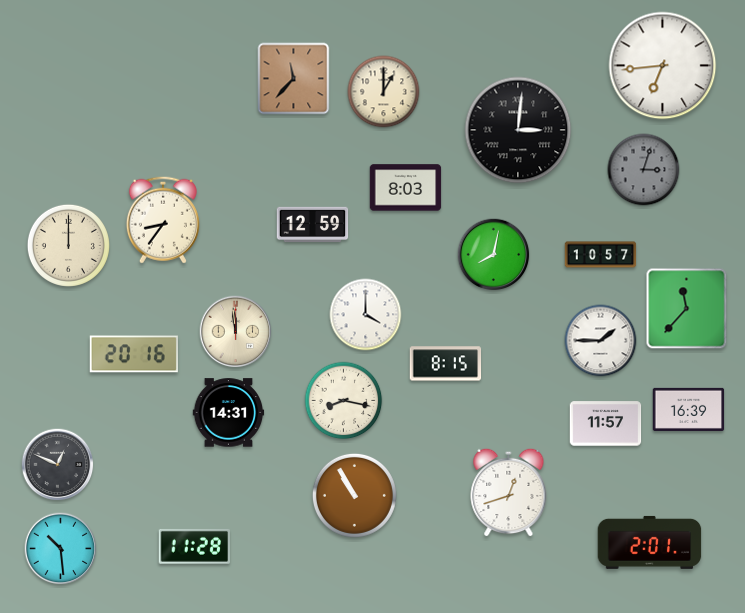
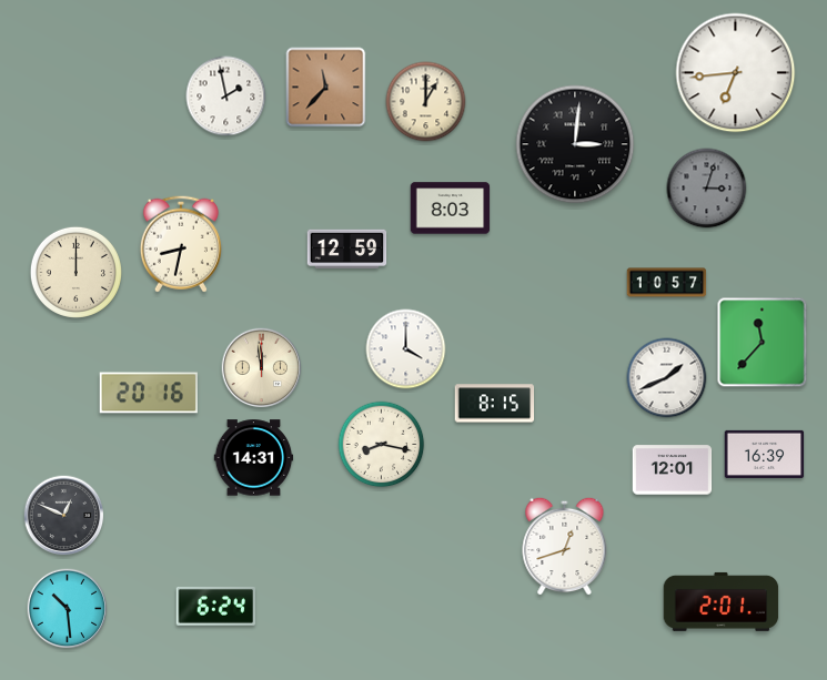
clock at (226, 97): none -> 1:58
clock at (644, 170) position: (644, 170) -> (707, 189)
clock at (163, 220): 8:36 -> 8:32
clock at (494, 255): 8:02 -> none
clock at (601, 341): 1:45 -> 1:41
clock at (606, 424): 11:57 -> 12:01
clock at (354, 495): 10:55 -> none
clock at (194, 546): 11:28 -> 6:24
